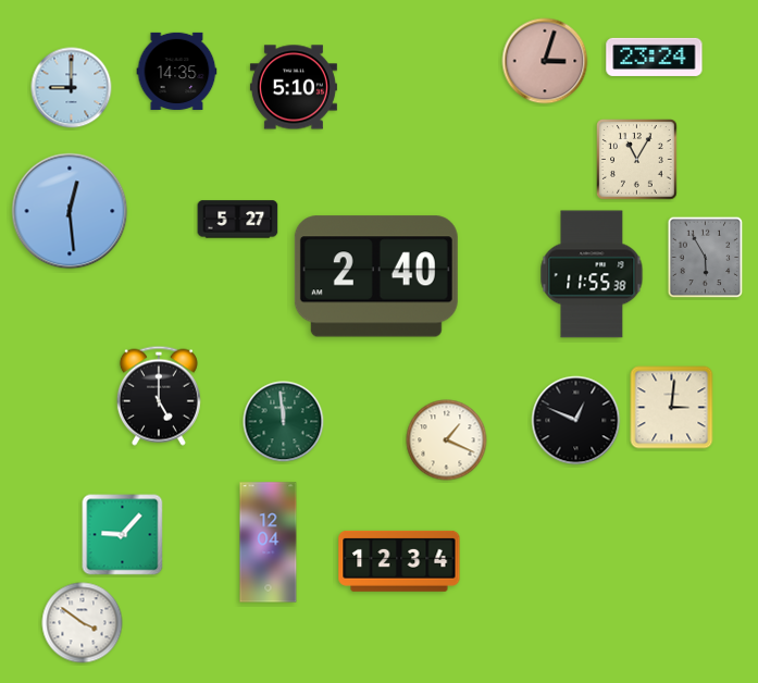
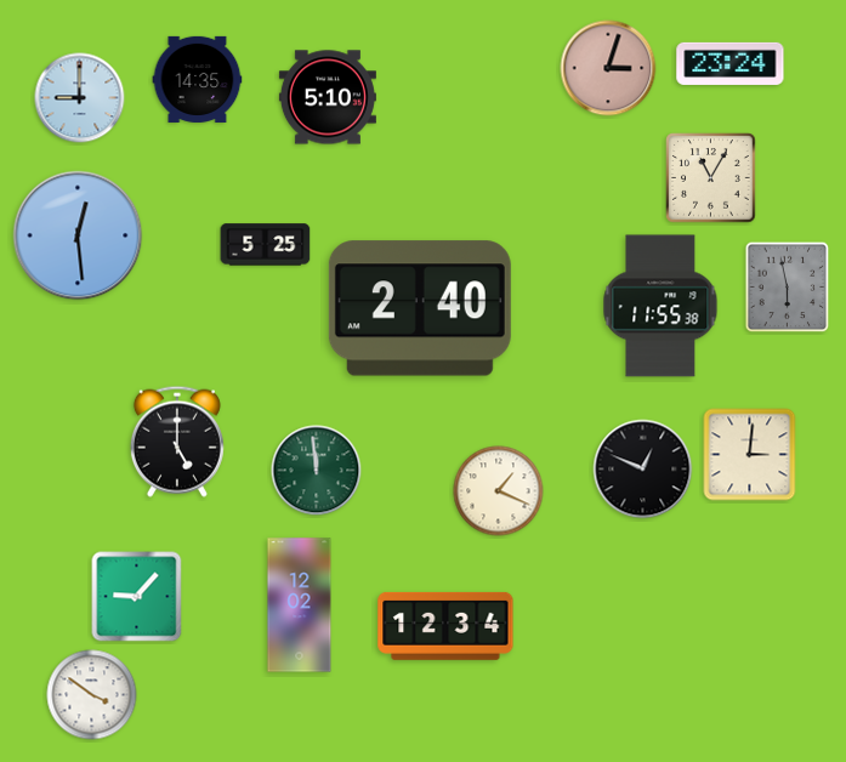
clock at (238, 220): 5:27 -> 5:25
clock at (706, 258): 5:55 -> 5:58
clock at (269, 543): 12:04 -> 12:02
